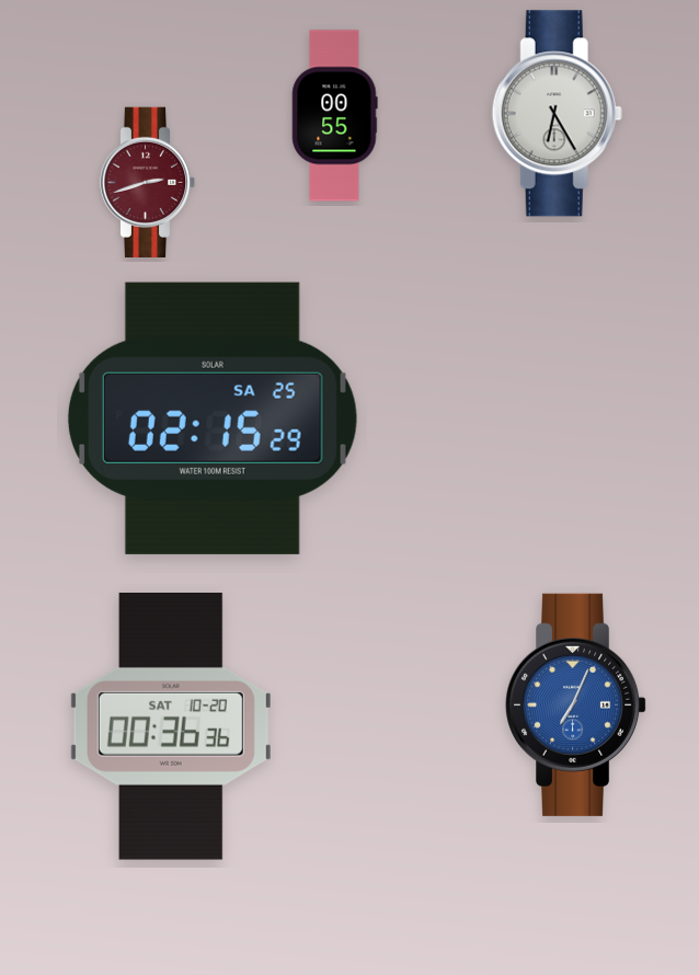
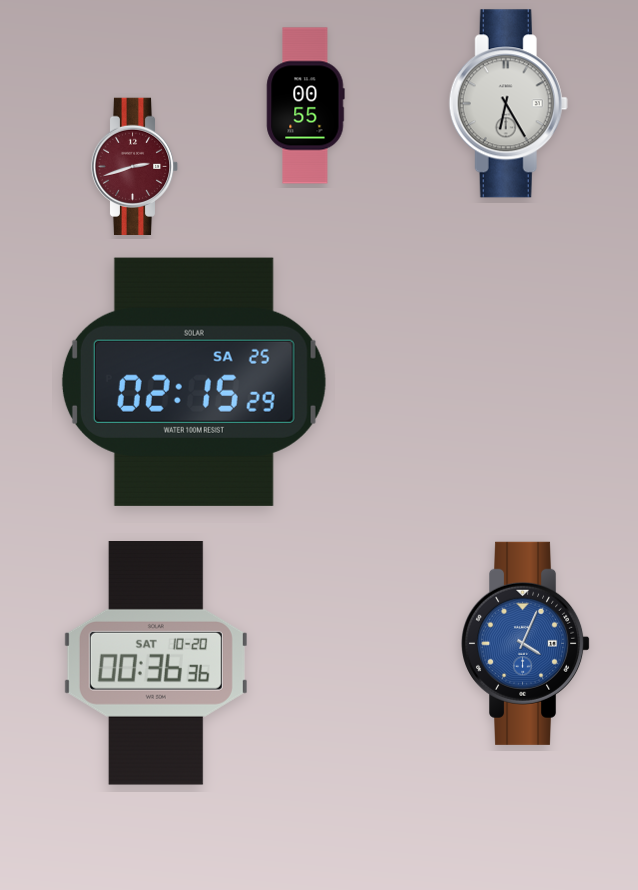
clock at (577, 704): 7:04 -> 4:04
